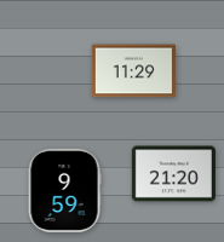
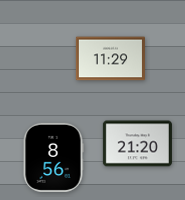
clock at (173, 174) position: (173, 174) -> (137, 144)
clock at (64, 190): 9:59 -> 8:56
